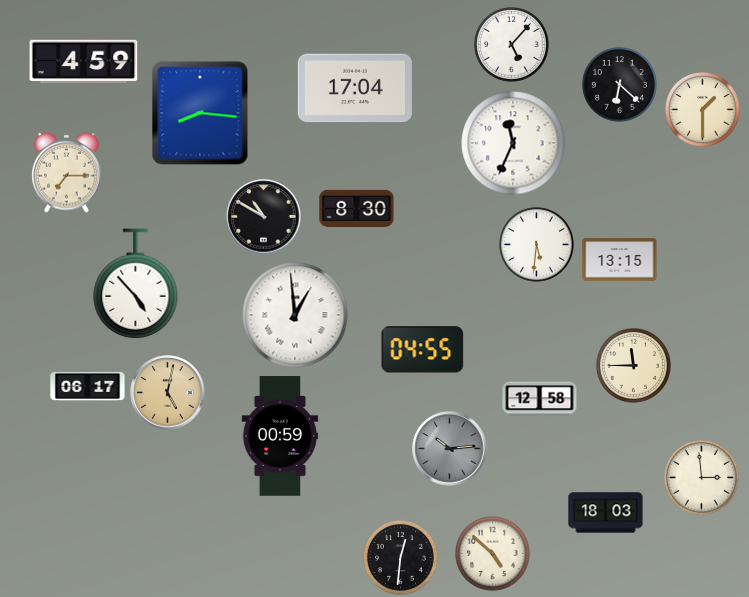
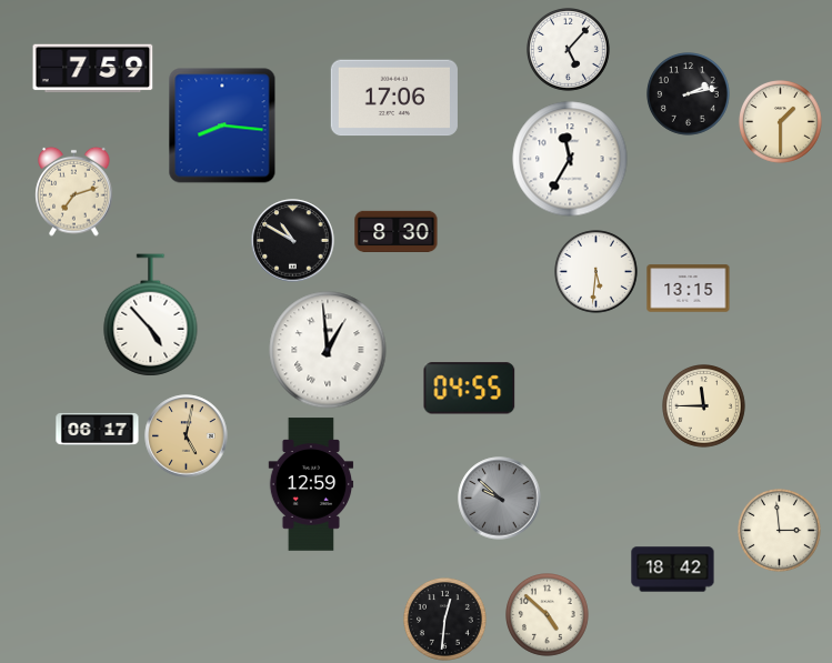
clock at (84, 62): 4:59 -> 7:59
clock at (620, 85): 6:22 -> 2:13
clock at (355, 88): 17:04 -> 17:06
clock at (513, 143): 11:34 -> 11:35
clock at (67, 172): 7:15 -> 7:12
clock at (540, 399): 12:58 -> none
clock at (280, 436): 00:59 -> 12:59
clock at (450, 449): 10:14 -> 9:52
clock at (606, 513): 18:03 -> 18:42
